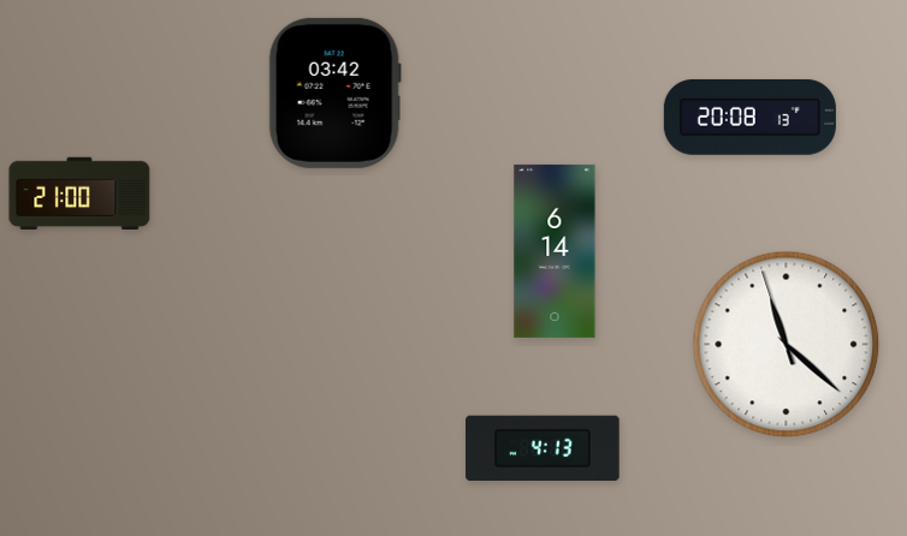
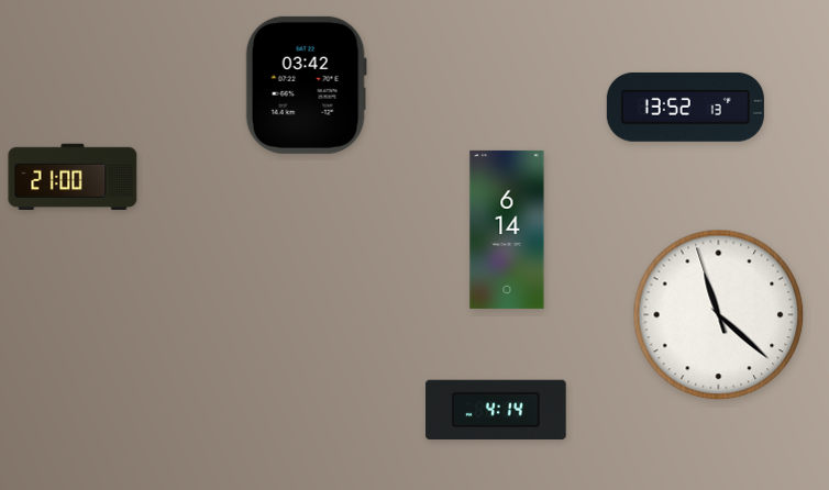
clock at (749, 117): 20:08 -> 13:52
clock at (543, 447): 4:13 -> 4:14
